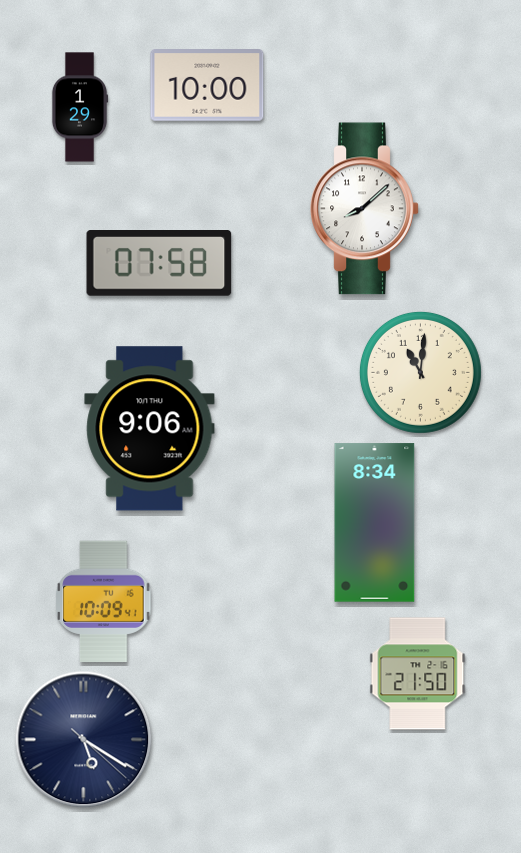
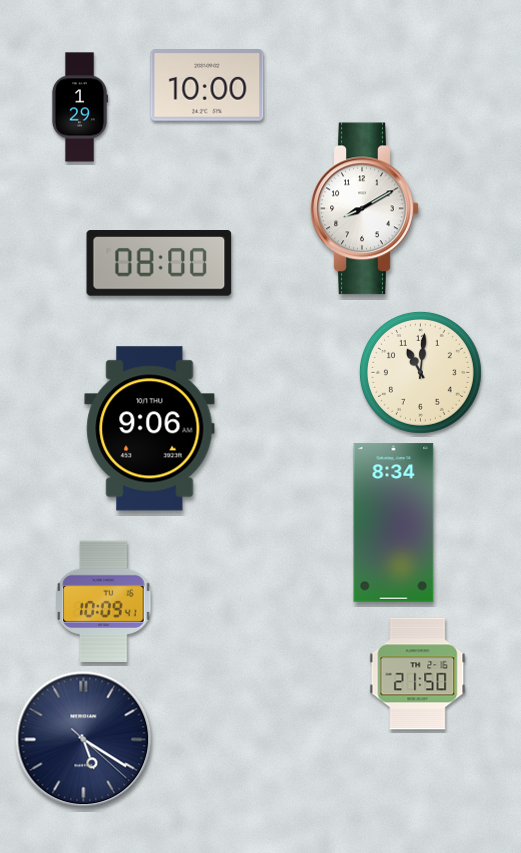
clock at (365, 209): 8:08 -> 8:10
clock at (159, 264): 07:58 -> 08:00
clock at (375, 523) position: (375, 523) -> (394, 523)
